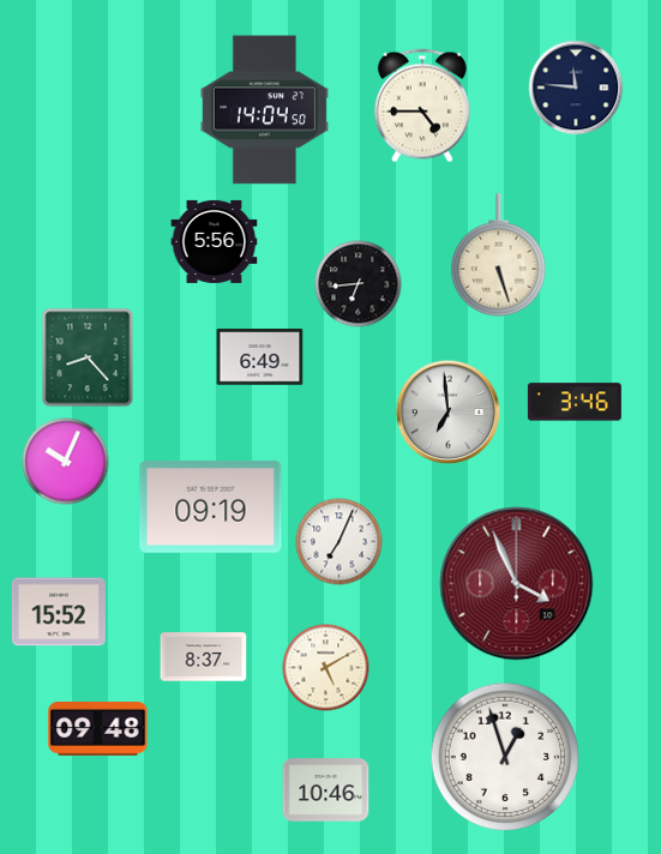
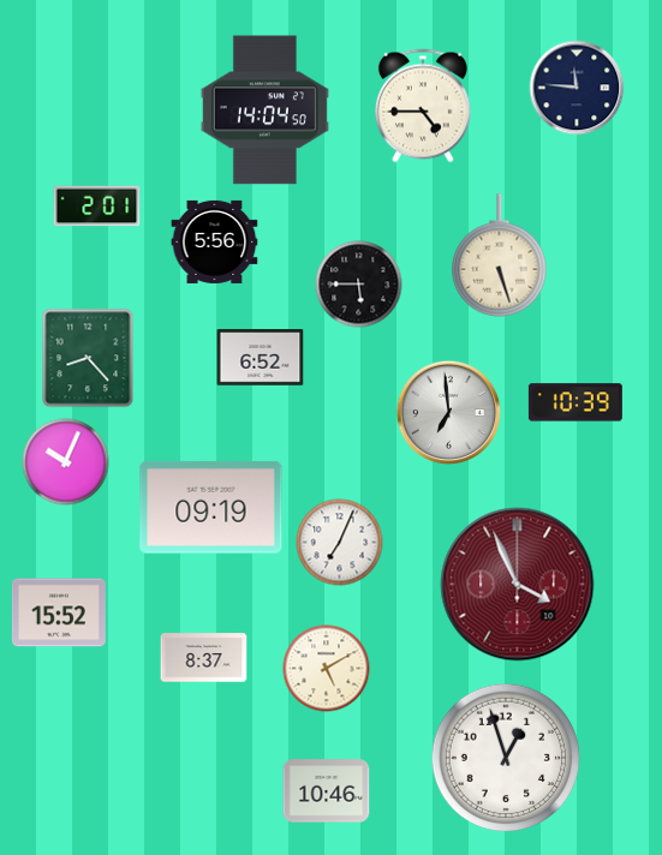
clock at (97, 207): none -> 2:01
clock at (359, 284): 6:44 -> 5:45
clock at (260, 357): 6:49 -> 6:52
clock at (575, 402): 3:46 -> 10:39
clock at (98, 729): 09:48 -> none
